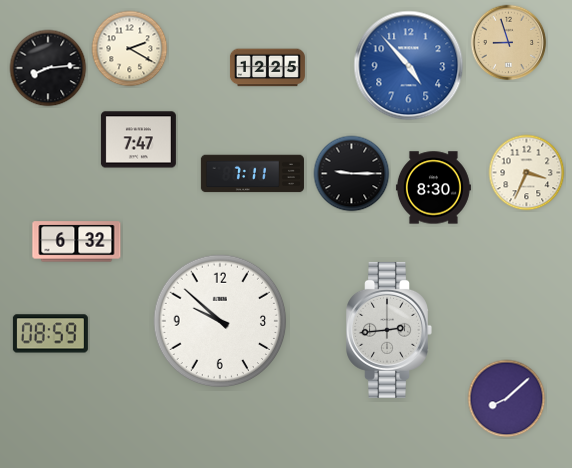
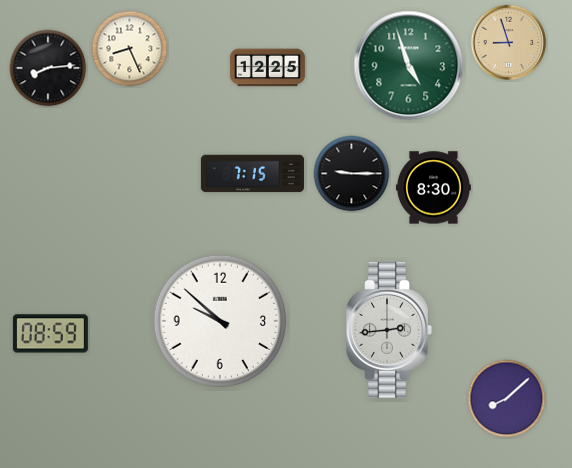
clock at (130, 49): 2:20 -> 8:26
clock at (409, 66): 4:53 -> 4:57
clock at (409, 66) dial: blue -> green
clock at (138, 140): 7:47 -> none
clock at (527, 173): 3:34 -> none
clock at (252, 174): 7:11 -> 7:15
clock at (77, 242): 6:32 -> none
